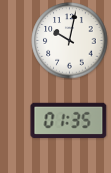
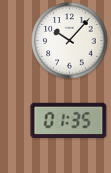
clock at (70, 41): 10:02 -> 10:07
